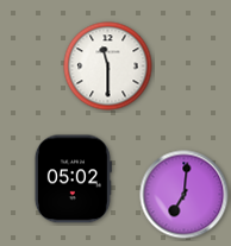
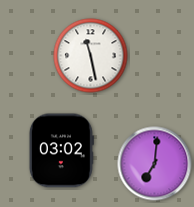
clock at (108, 67): 11:30 -> 11:28
clock at (73, 179): 05:02 -> 03:02
